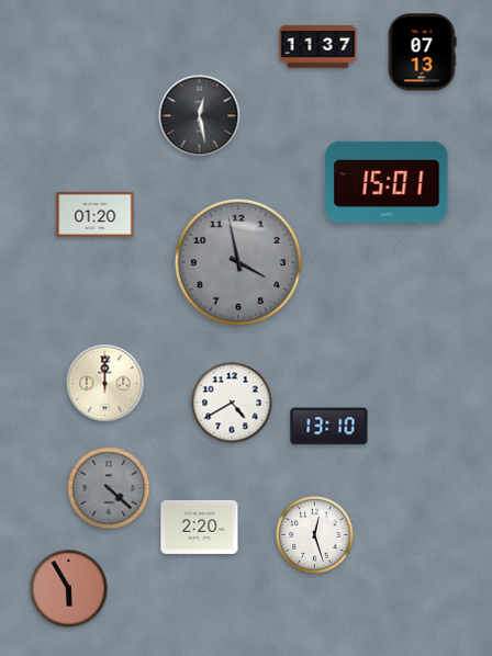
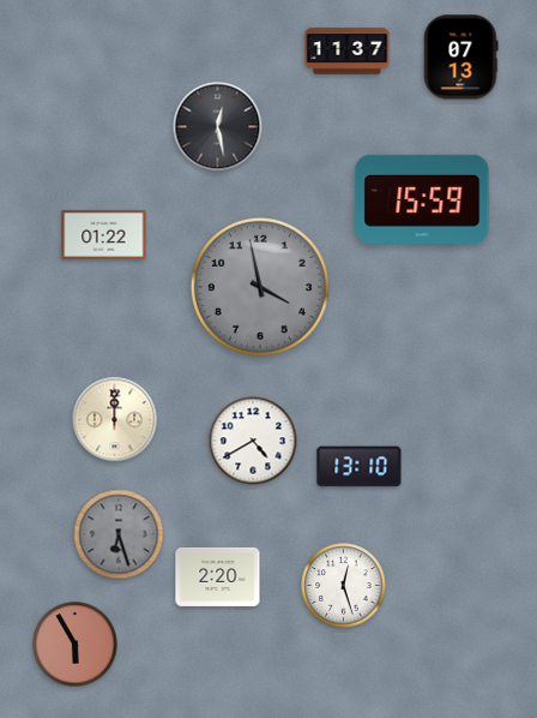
clock at (387, 182): 15:01 -> 15:59
clock at (96, 214): 01:20 -> 01:22
clock at (109, 488): 4:22 -> 6:27
